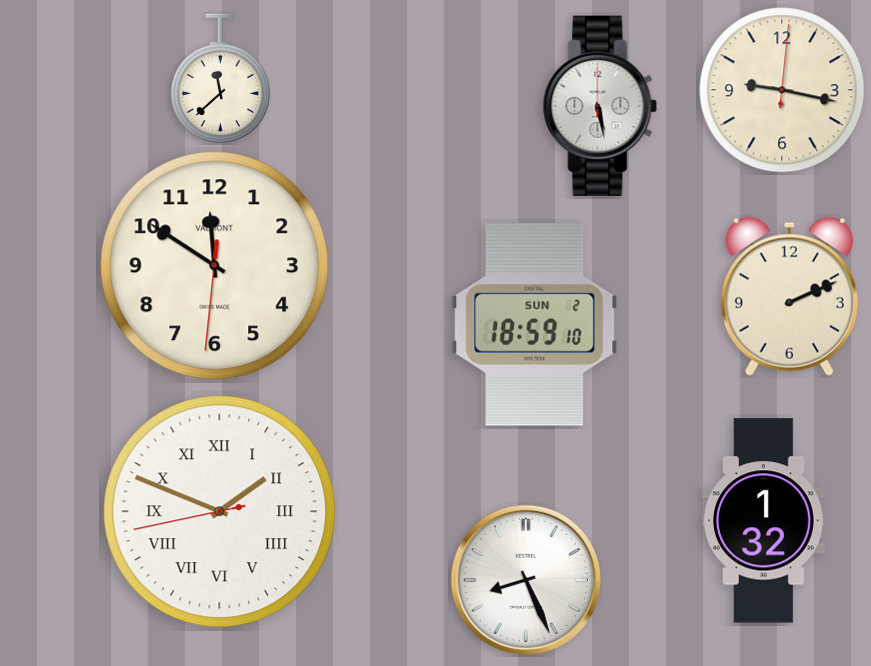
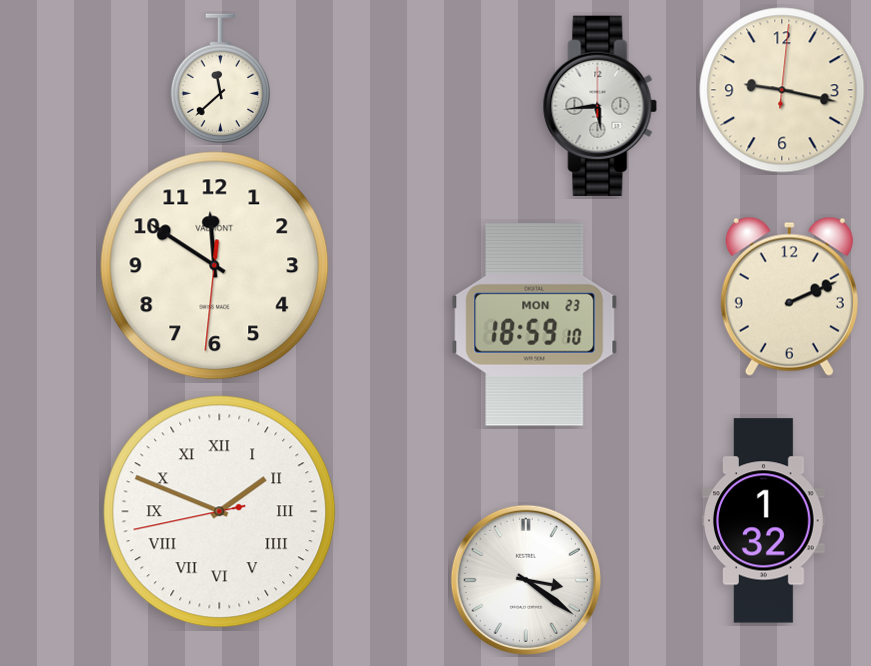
clock at (600, 105): 5:28 -> 5:44
clock at (535, 325) date: SUN 2 -> MON 23
clock at (526, 580): 8:26 -> 3:21
